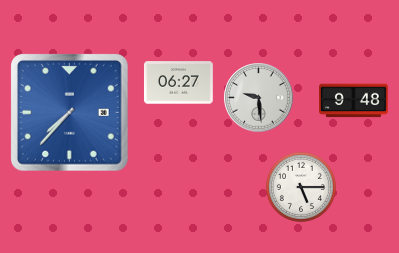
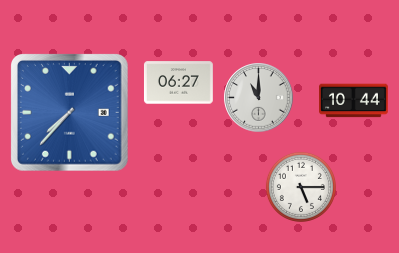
clock at (259, 98): 9:29 -> 11:00
clock at (354, 101): 9:48 -> 10:44
